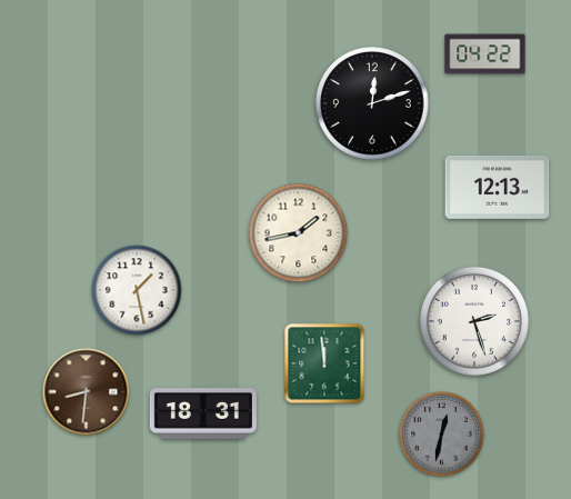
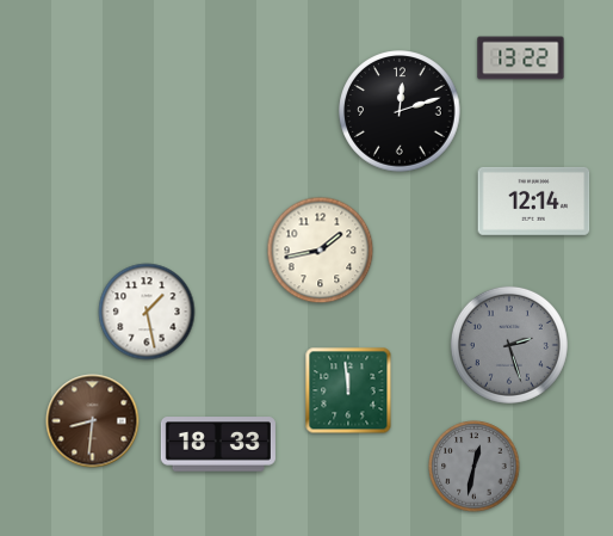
clock at (485, 54): 04:22 -> 13:22
clock at (498, 187): 12:13 -> 12:14
clock at (474, 321) dial: white -> grey
clock at (203, 413): 18:31 -> 18:33
